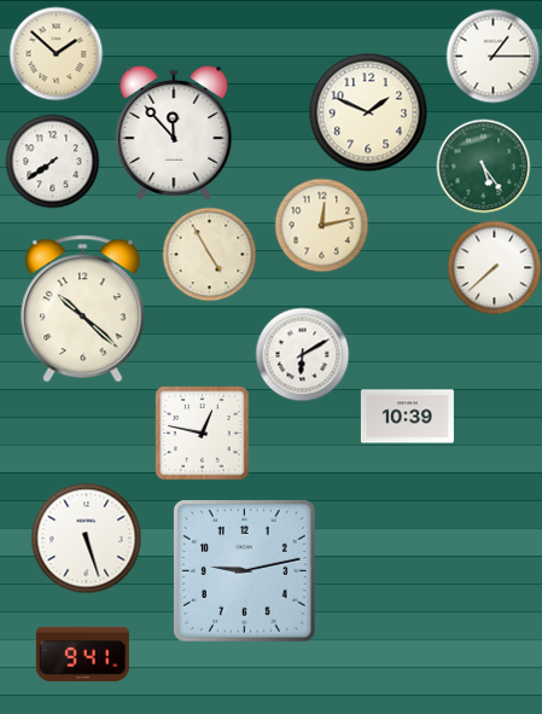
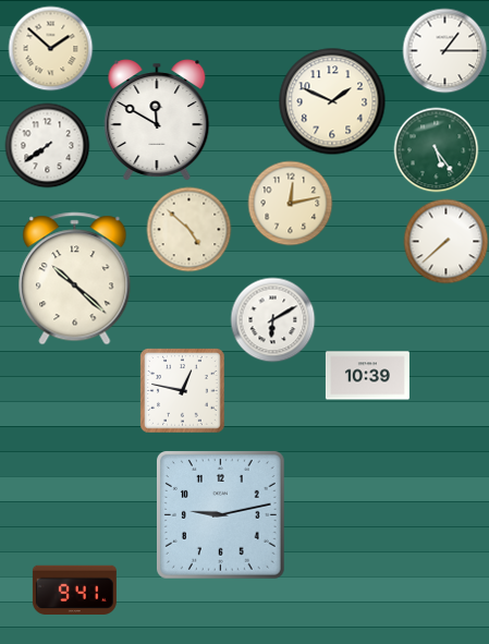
clock at (174, 133): 11:53 -> 11:50
clock at (209, 254): 4:55 -> 4:52
clock at (86, 538): 5:27 -> none
